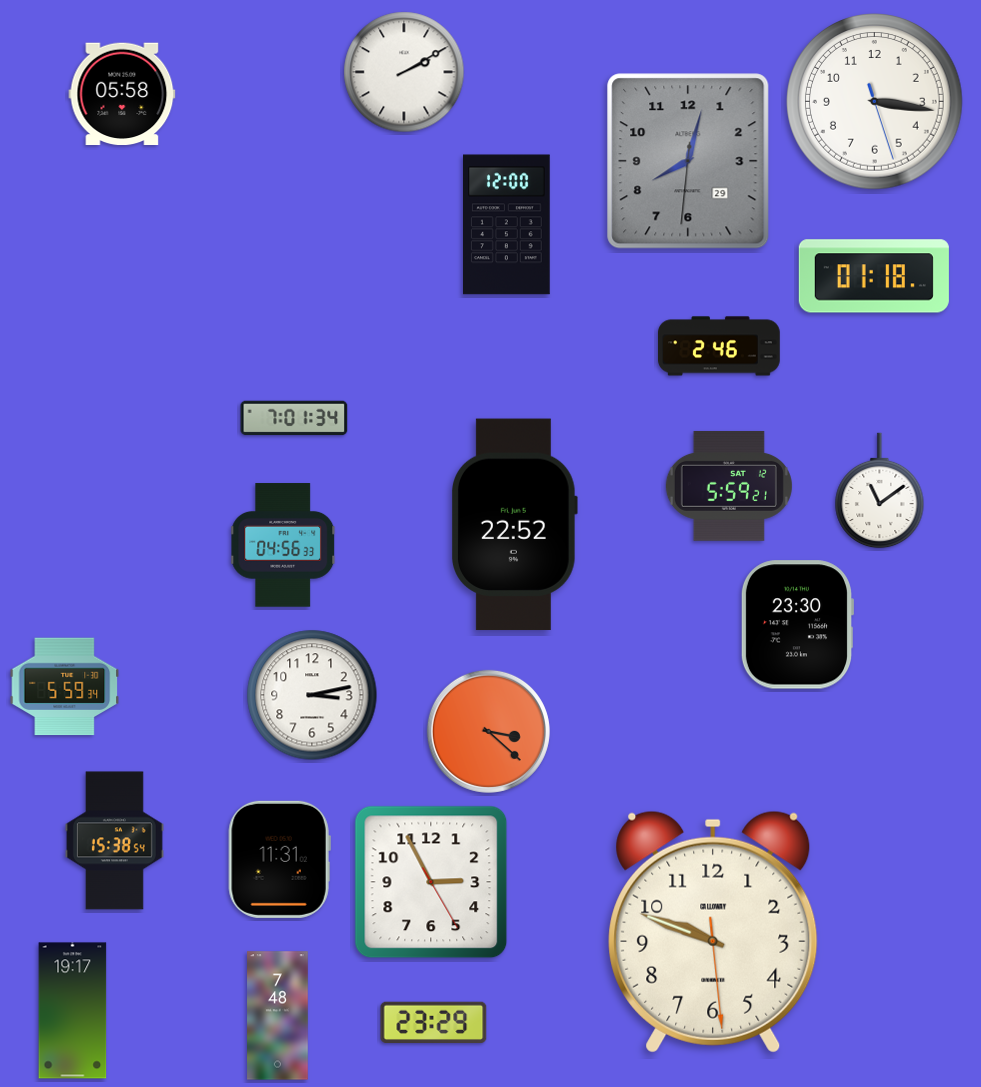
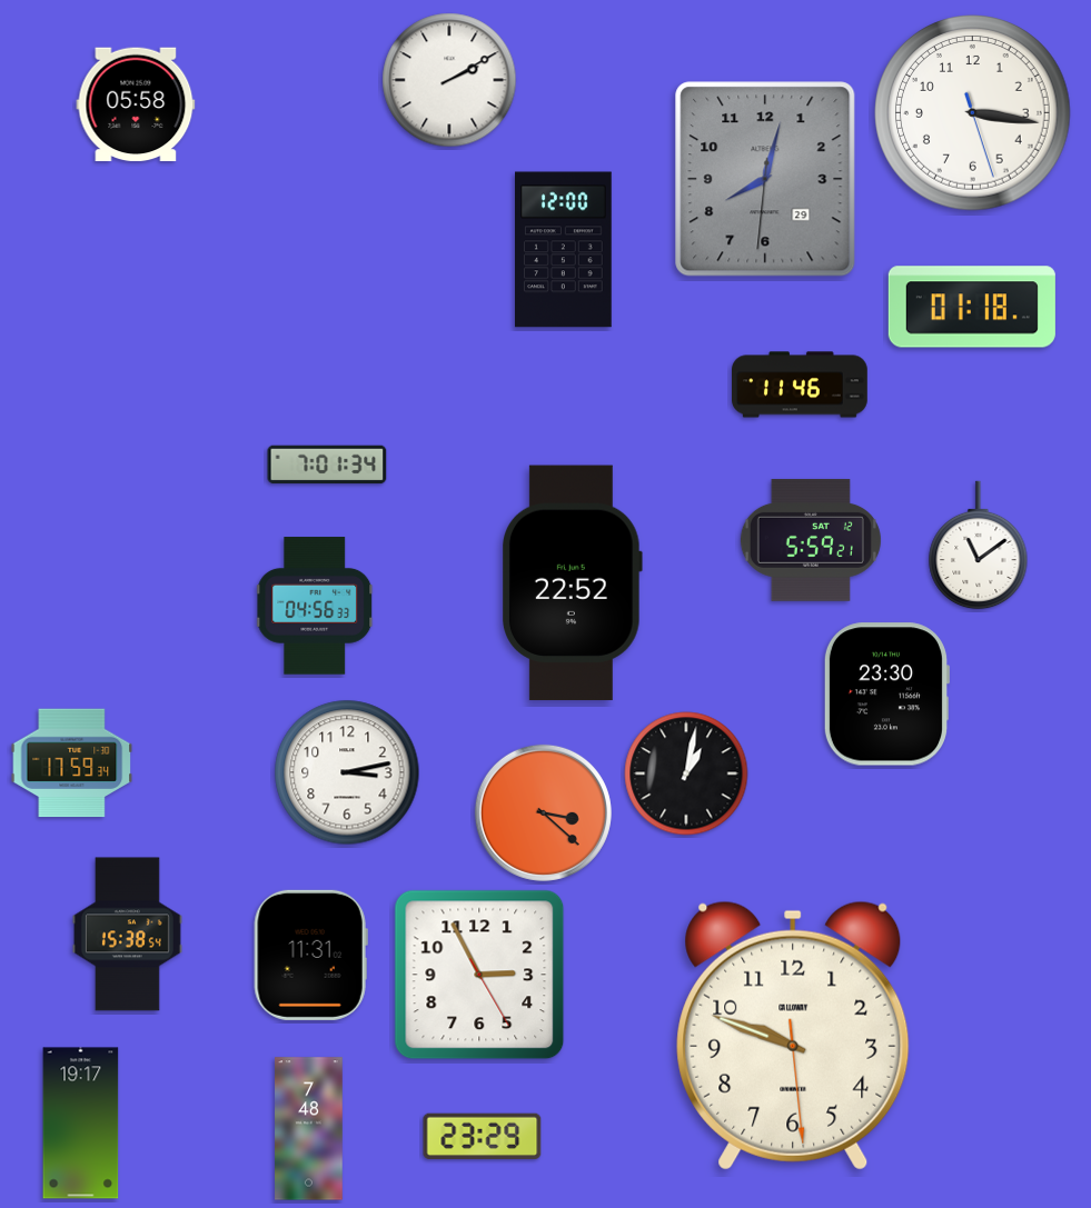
clock at (720, 346): 2:46 -> 11:46
clock at (65, 687): 5:59 -> 17:59
clock at (686, 773): none -> 1:02
clock at (431, 882) position: (431, 882) -> (479, 975)
